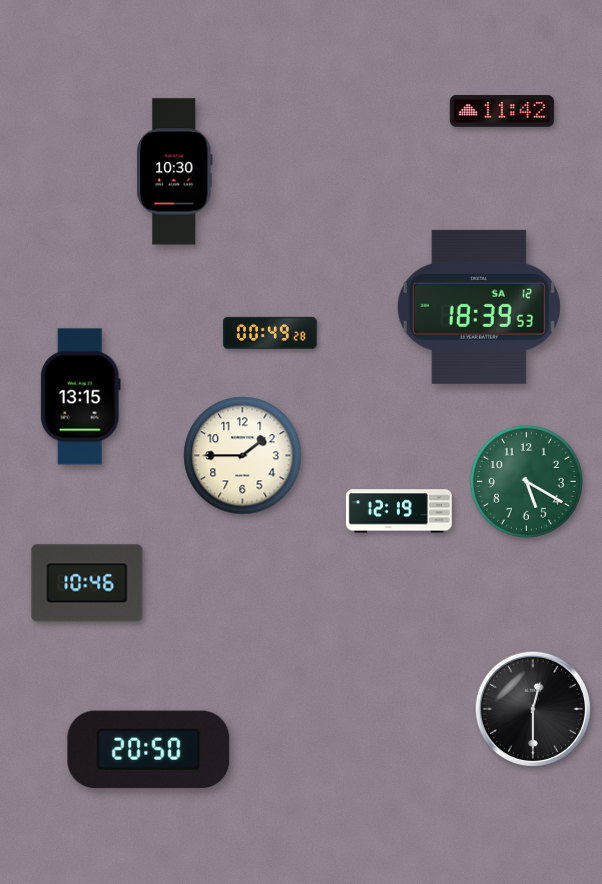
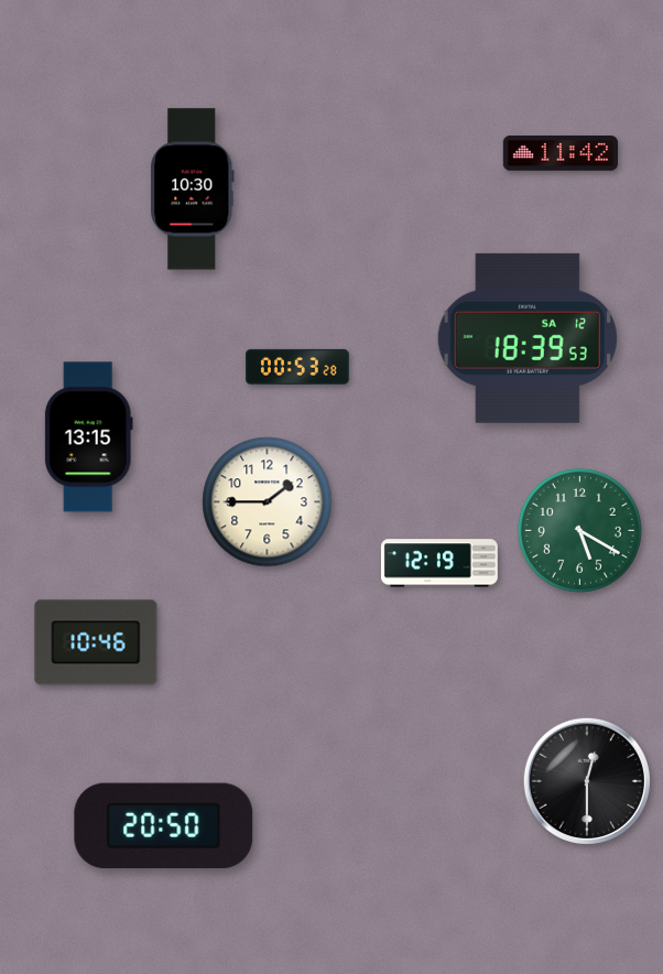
clock at (502, 111) position: (502, 111) -> (561, 153)
clock at (270, 333): 00:49 -> 00:53
